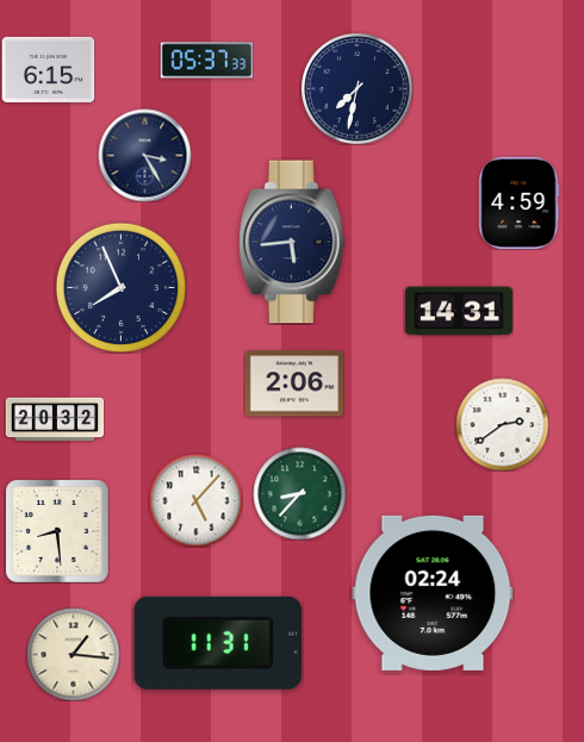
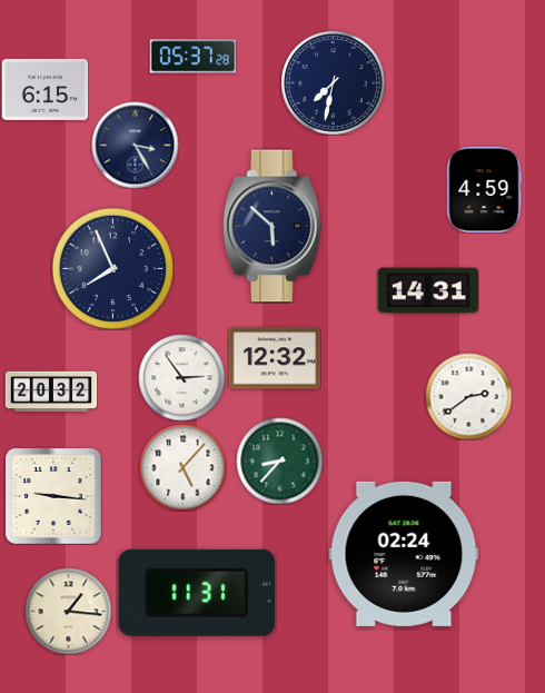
clock at (206, 61): 05:37:33 -> 05:37:28
clock at (48, 69) position: (48, 69) -> (44, 89)
clock at (293, 242): 5:44 -> 5:52
clock at (294, 384): 2:06 -> 12:32
clock at (181, 377): none -> 2:54
clock at (57, 531): 8:29 -> 9:16
clock at (218, 643) position: (218, 643) -> (197, 593)
